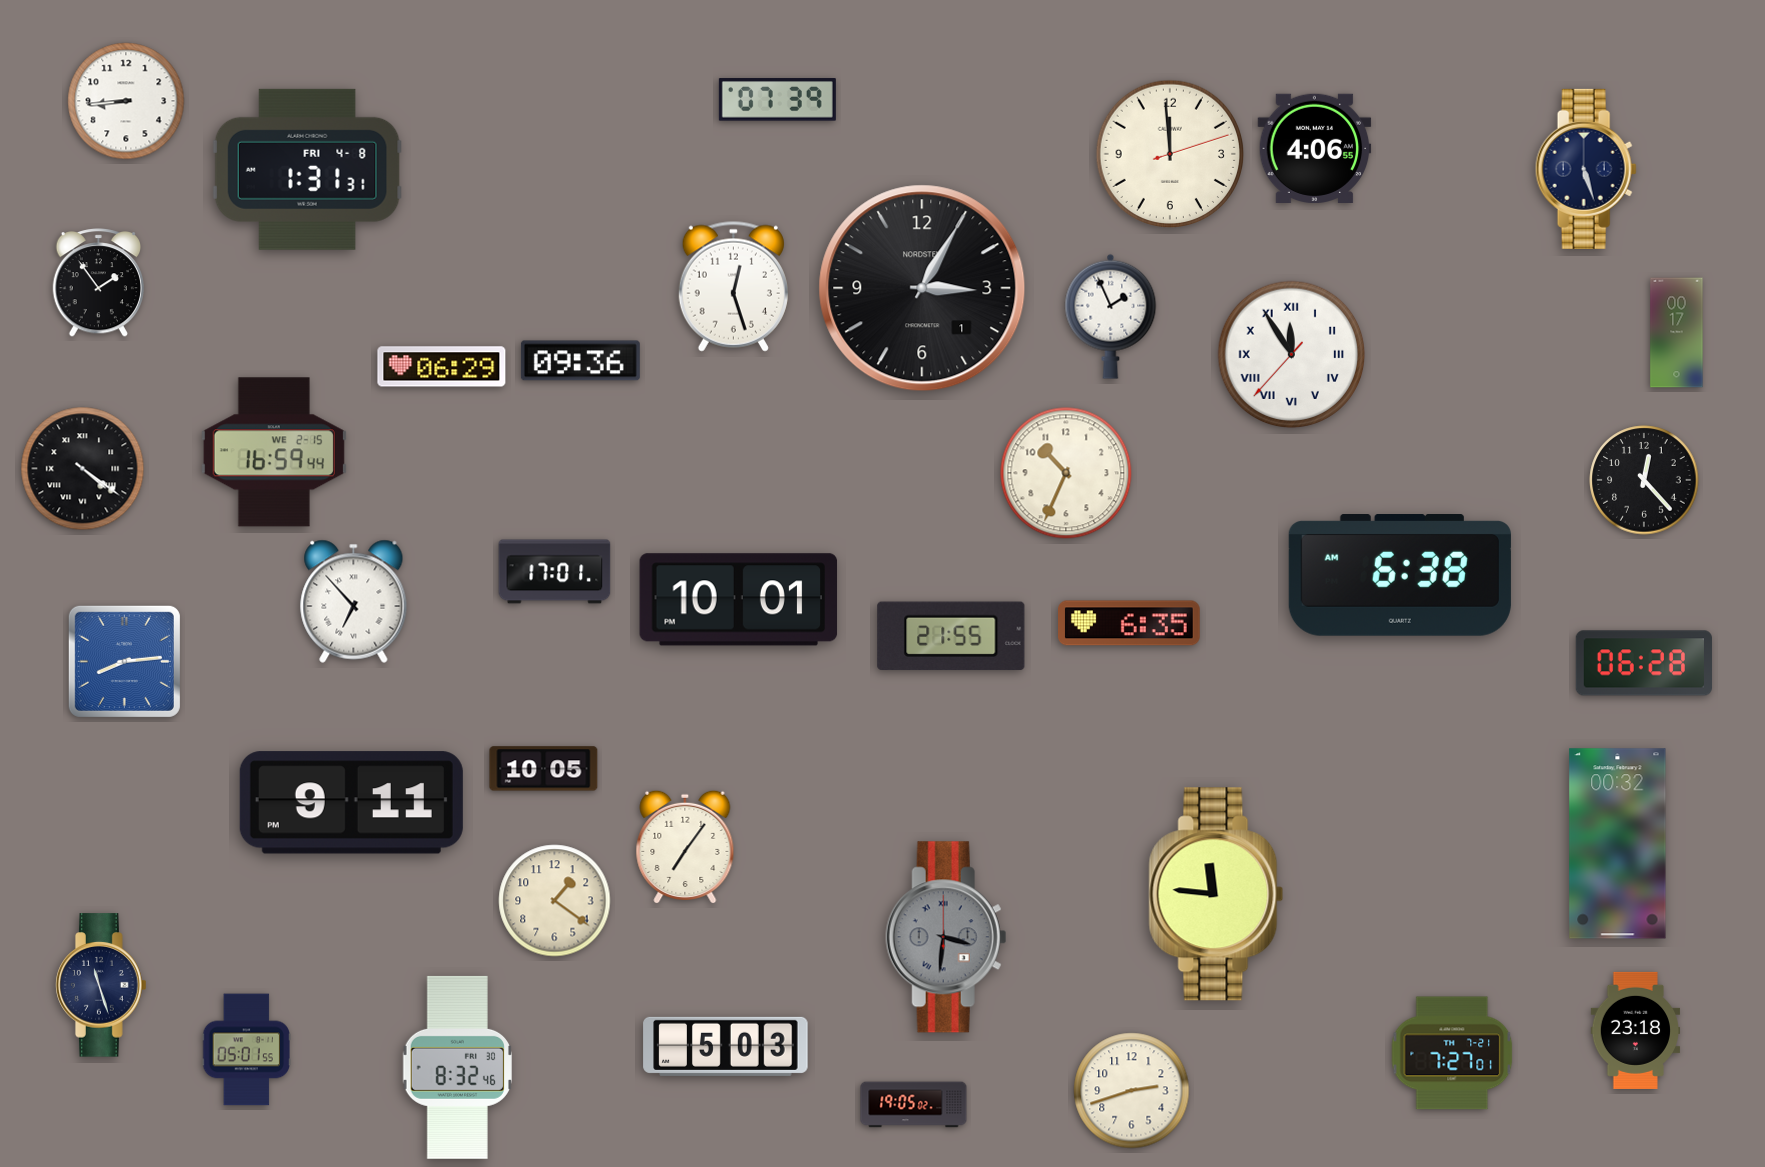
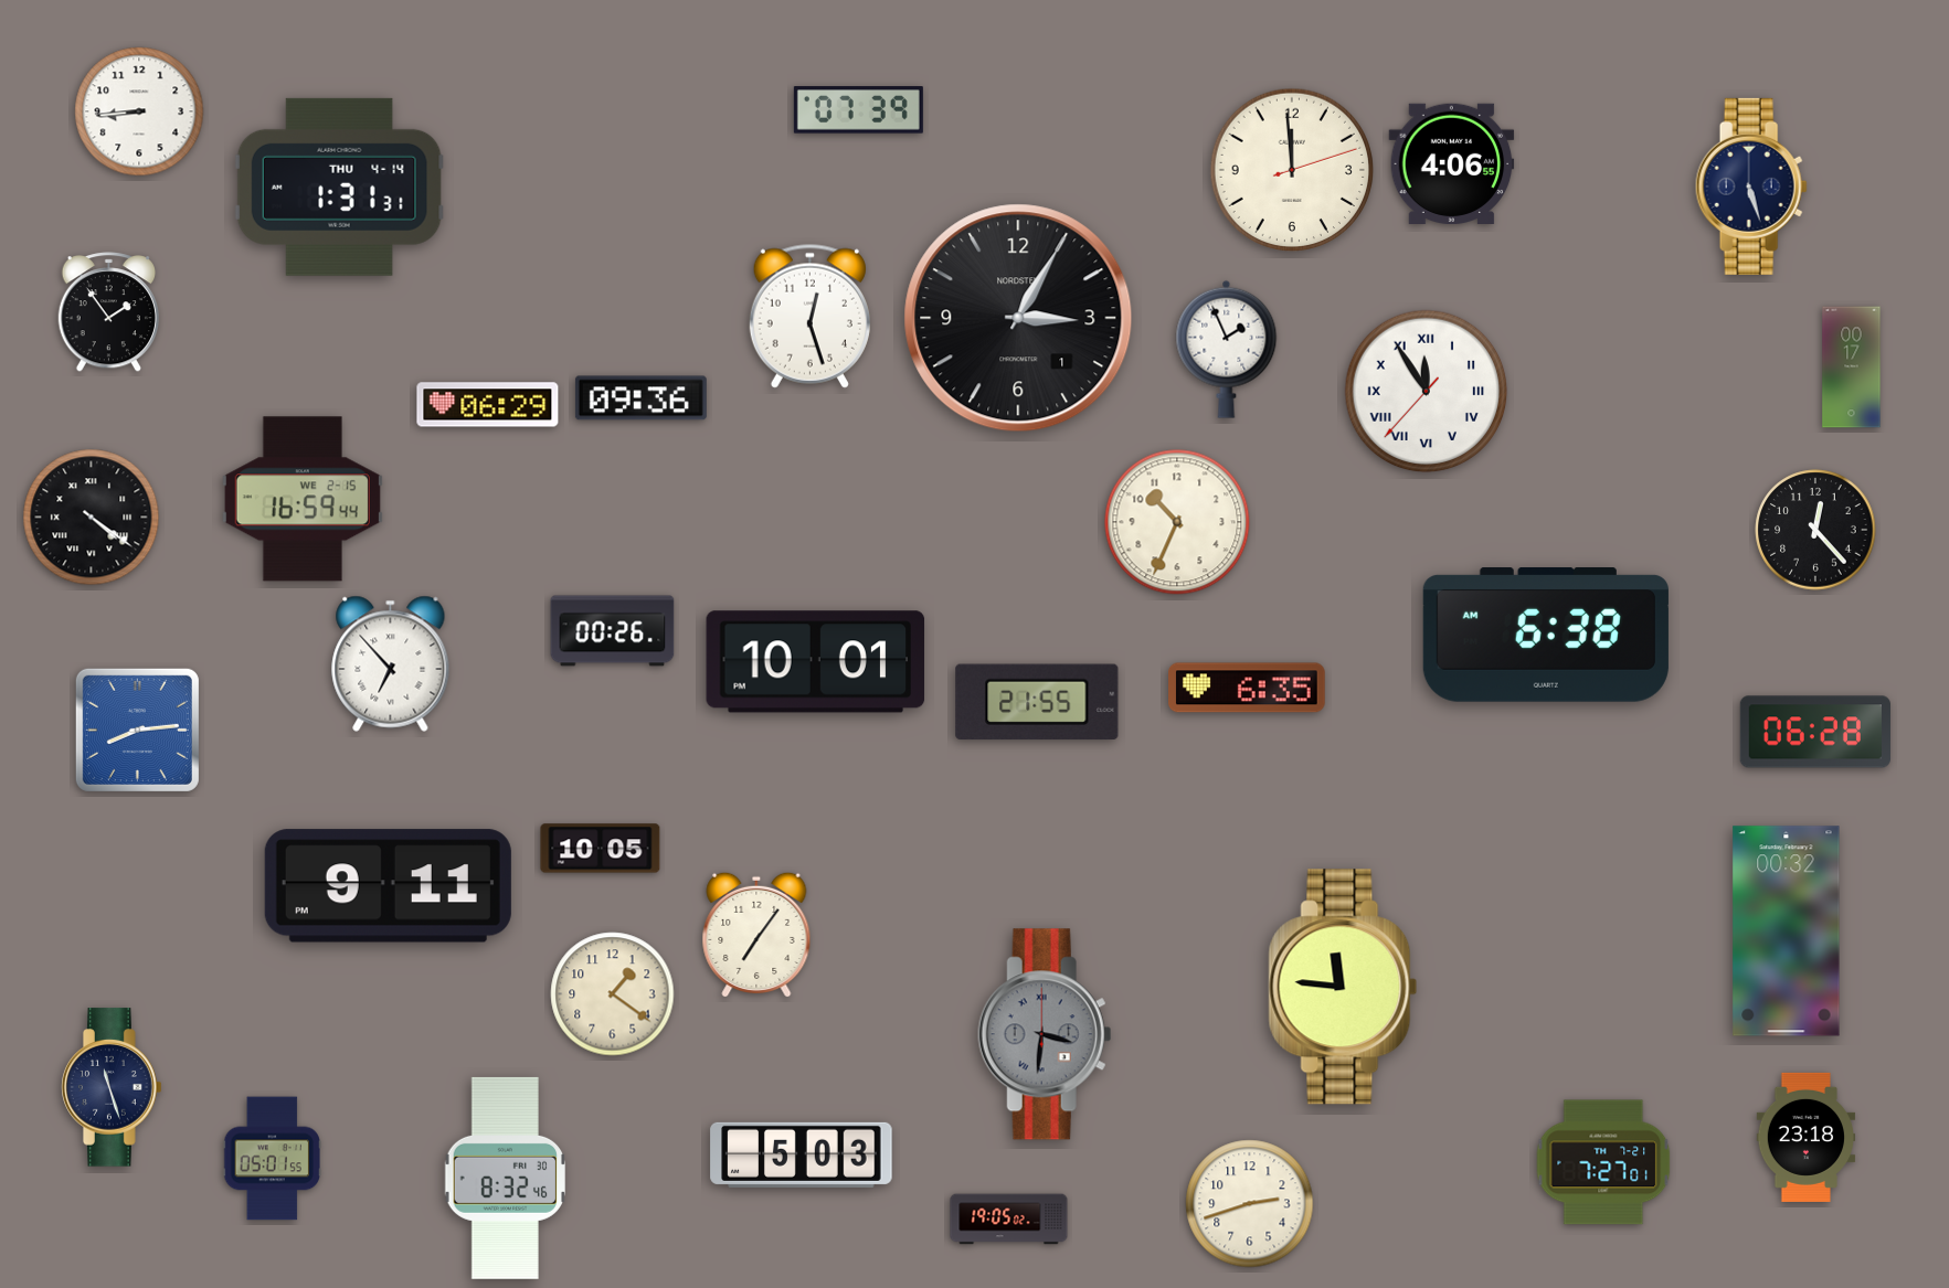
clock at (307, 169) date: FRI 4-8 -> THU 4-14
clock at (555, 572): 17:01 -> 00:26
clock at (951, 636) position: (951, 636) -> (1037, 702)
